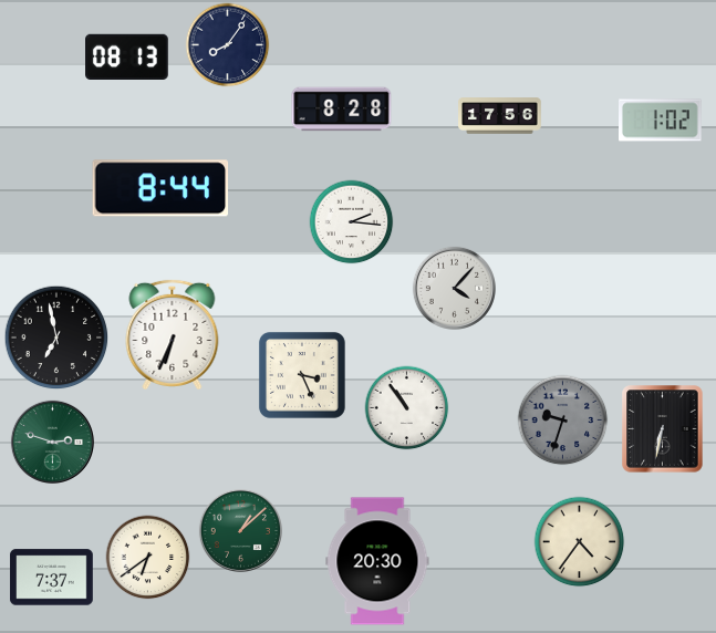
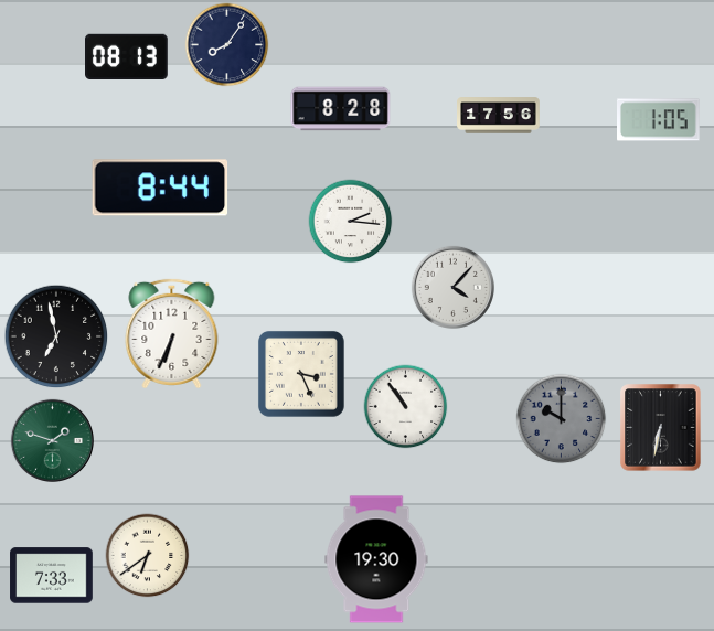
clock at (661, 121): 1:02 -> 1:05
clock at (563, 421): 9:33 -> 10:00
clock at (52, 442): 2:48 -> 1:48
clock at (240, 530): 1:08 -> none
clock at (580, 542): 4:36 -> none
clock at (377, 561): 20:30 -> 19:30
clock at (52, 578): 7:37 -> 7:33
